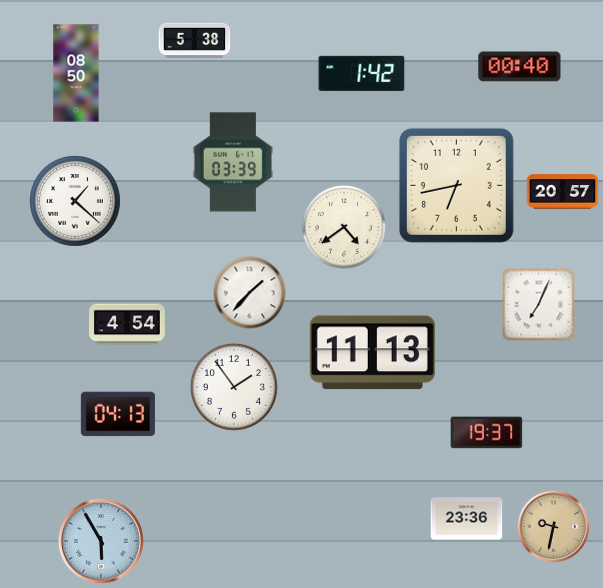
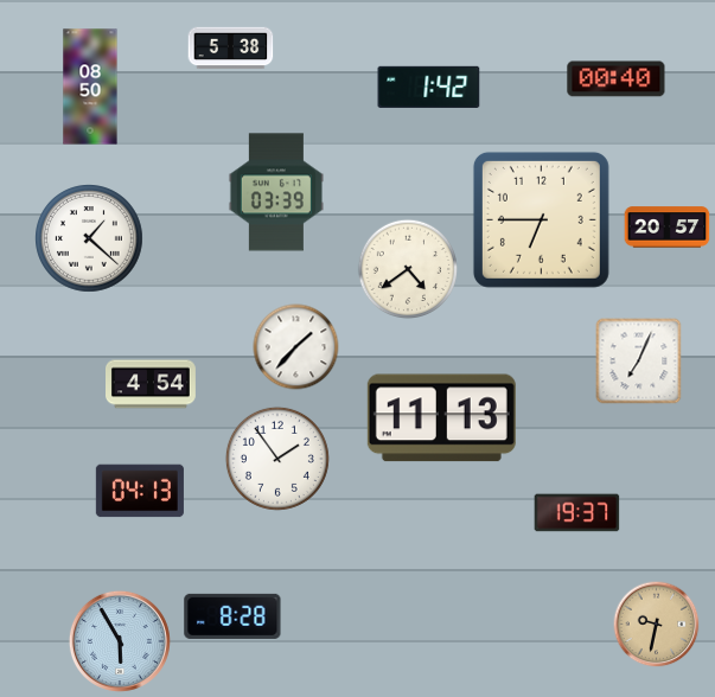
clock at (456, 185): 6:43 -> 6:45
clock at (467, 519): 23:36 -> none
clock at (232, 616): none -> 8:28
